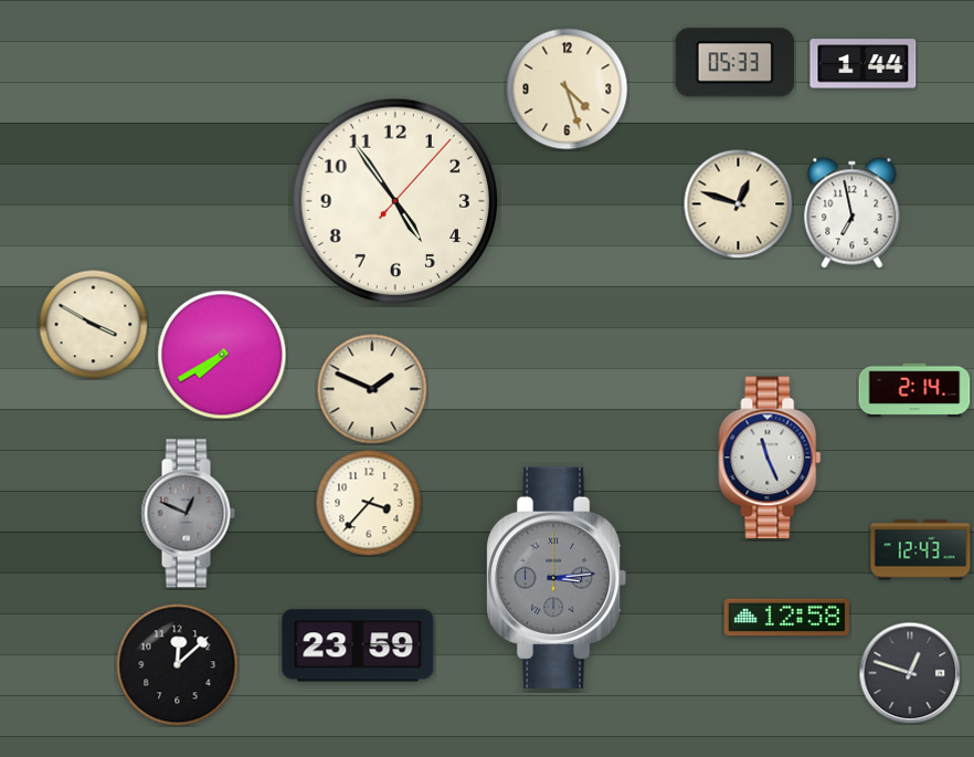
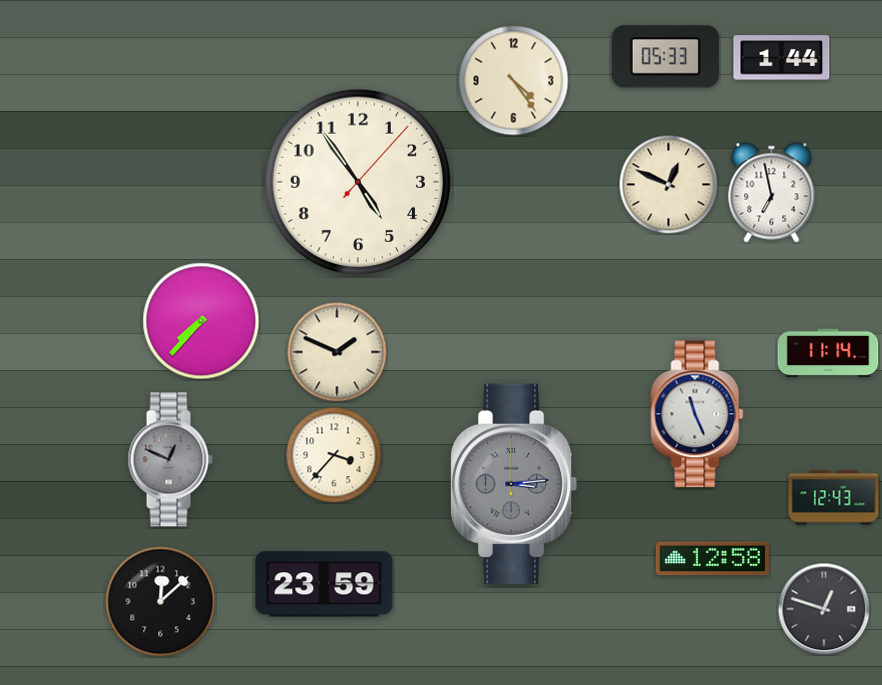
clock at (568, 90): 4:27 -> 4:24
clock at (739, 204): 12:48 -> 12:49
clock at (94, 325): 3:50 -> none
clock at (222, 355): 7:40 -> 7:37
clock at (914, 390): 2:14 -> 11:14
clock at (188, 514) position: (188, 514) -> (170, 460)
clock at (558, 578) position: (558, 578) -> (515, 484)
